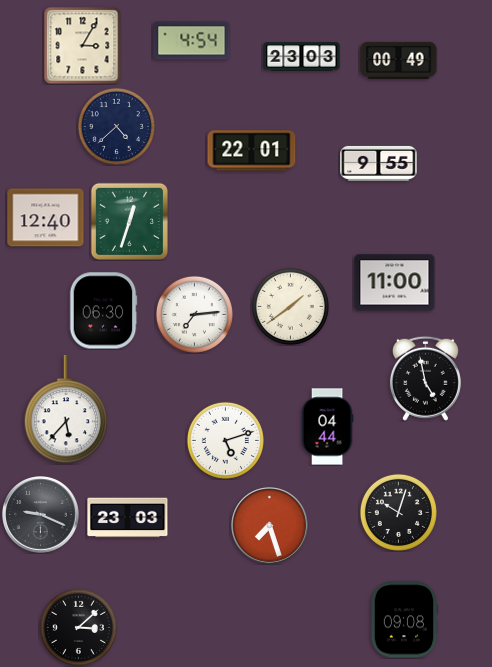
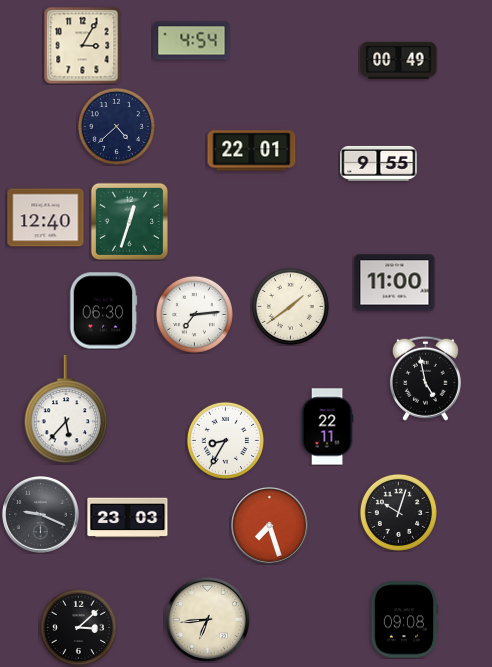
clock at (302, 57): 23:03 -> none
clock at (327, 427): 04:44 -> 22:11
clock at (225, 440): 5:12 -> 8:35
clock at (207, 619): none -> 6:44
